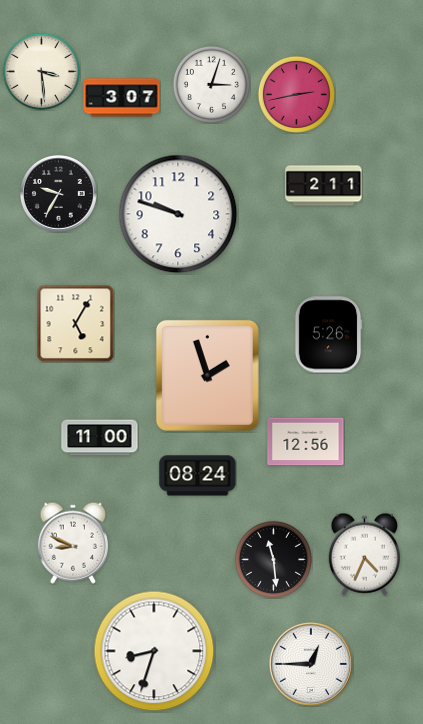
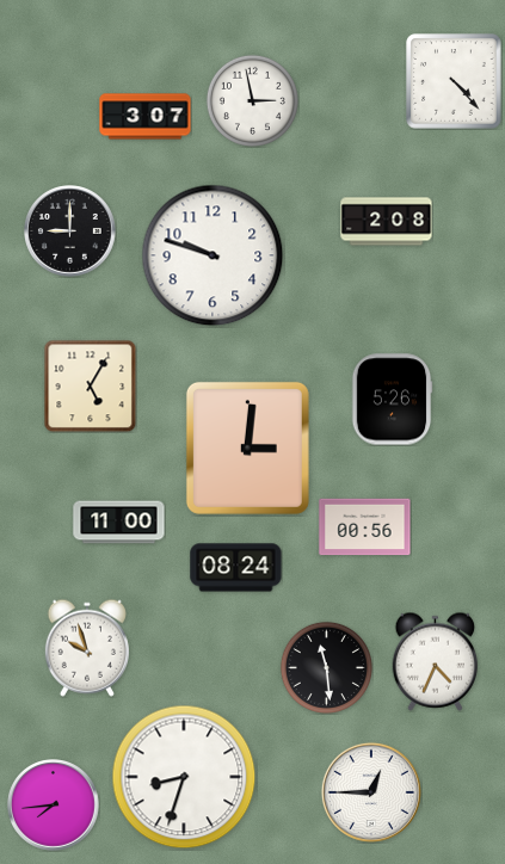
clock at (454, 81): none -> 4:23
clock at (41, 71): 3:29 -> none
clock at (211, 84): 3:03 -> 2:58
clock at (296, 94): 2:43 -> none
clock at (324, 186): 2:11 -> 2:08
clock at (59, 194): 9:35 -> 9:00
clock at (207, 375): 1:57 -> 3:01
clock at (306, 442): 12:56 -> 00:56
clock at (73, 543): 8:49 -> 9:57
clock at (54, 806): none -> 7:44
